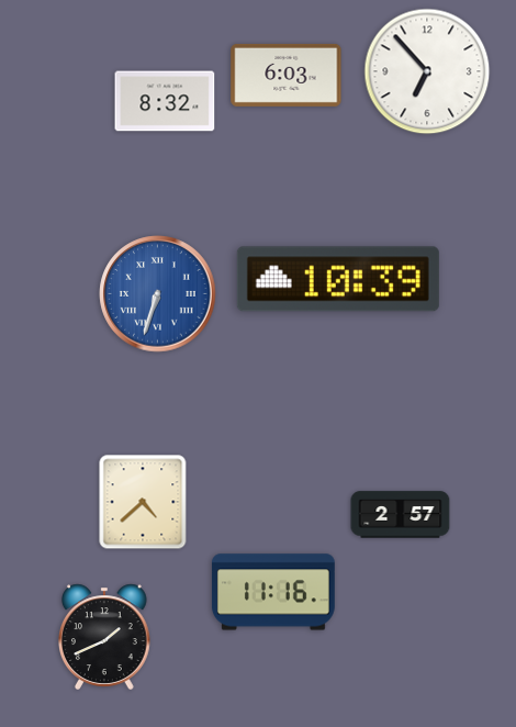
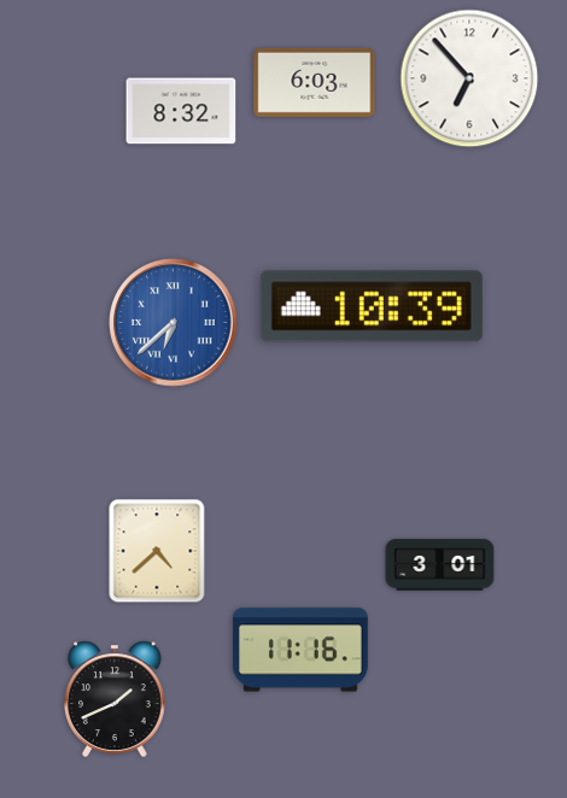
clock at (158, 294): 6:33 -> 6:38
clock at (401, 515): 2:57 -> 3:01
